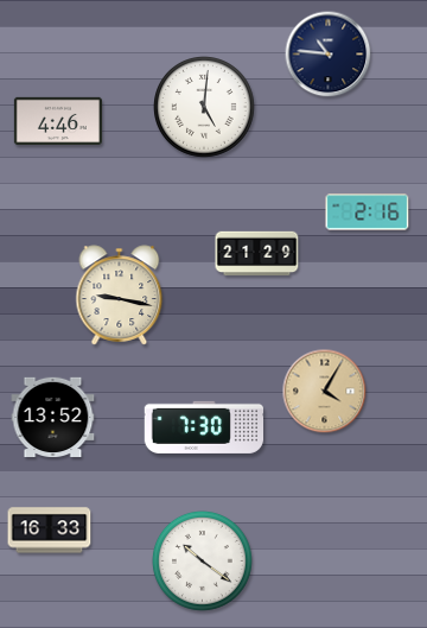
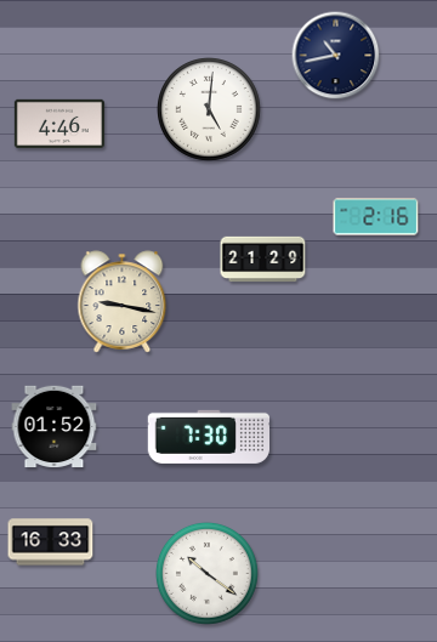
clock at (329, 55): 10:46 -> 10:43
clock at (325, 392): 4:05 -> none
clock at (53, 418): 13:52 -> 01:52
